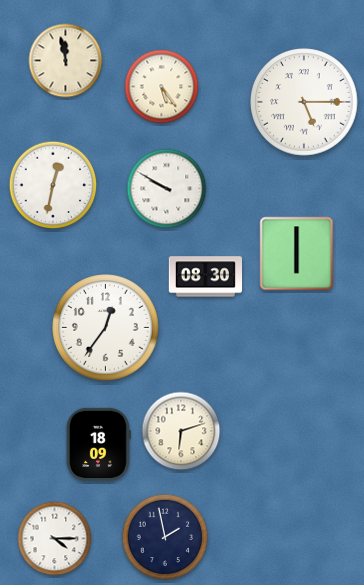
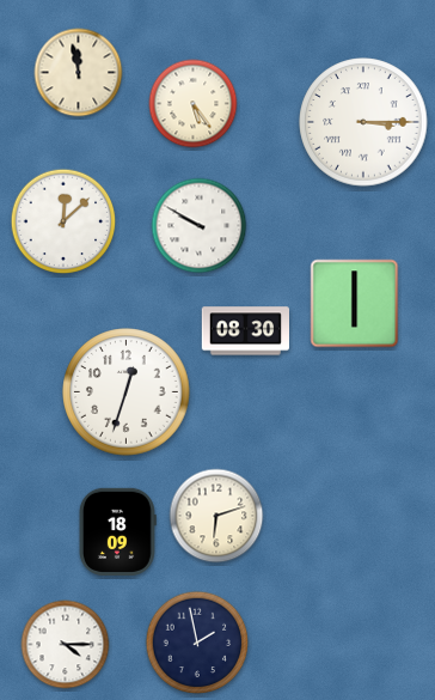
clock at (304, 102): 5:15 -> 3:15
clock at (53, 185): 12:32 -> 12:08
clock at (106, 328): 12:36 -> 12:33
